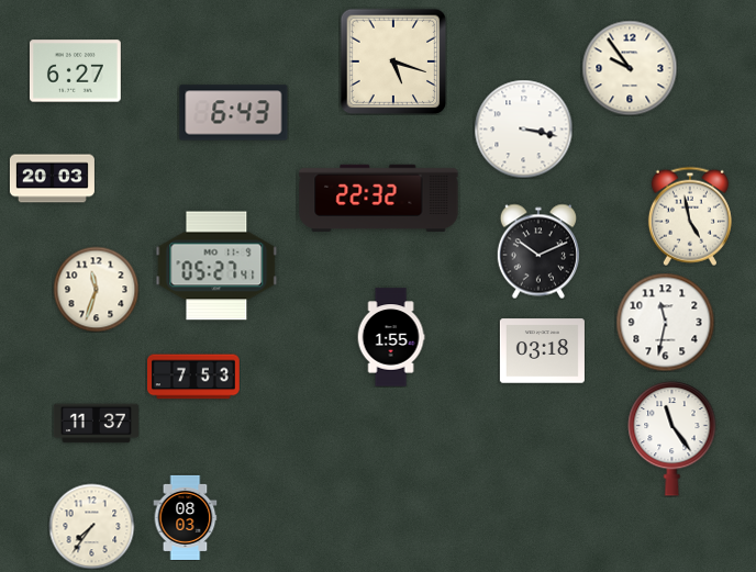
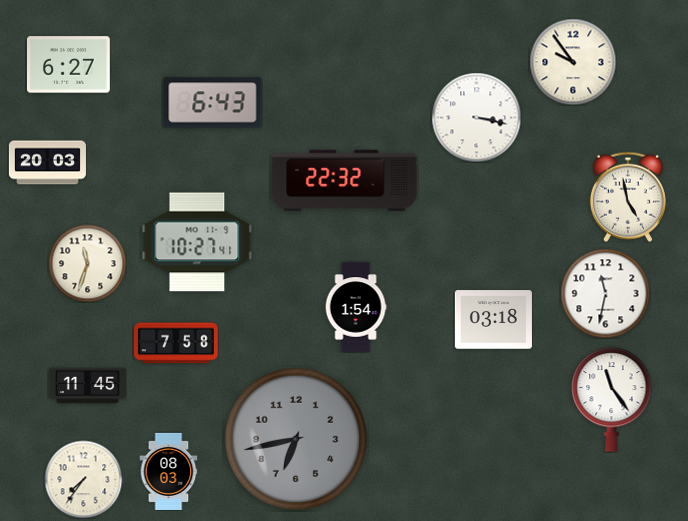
clock at (393, 61): 5:18 -> none
clock at (538, 251): 10:11 -> none
clock at (216, 266): 05:27 -> 10:27
clock at (391, 337): 1:55 -> 1:54
clock at (194, 377): 7:53 -> 7:58
clock at (96, 424): 11:37 -> 11:45
clock at (296, 439): none -> 6:43
